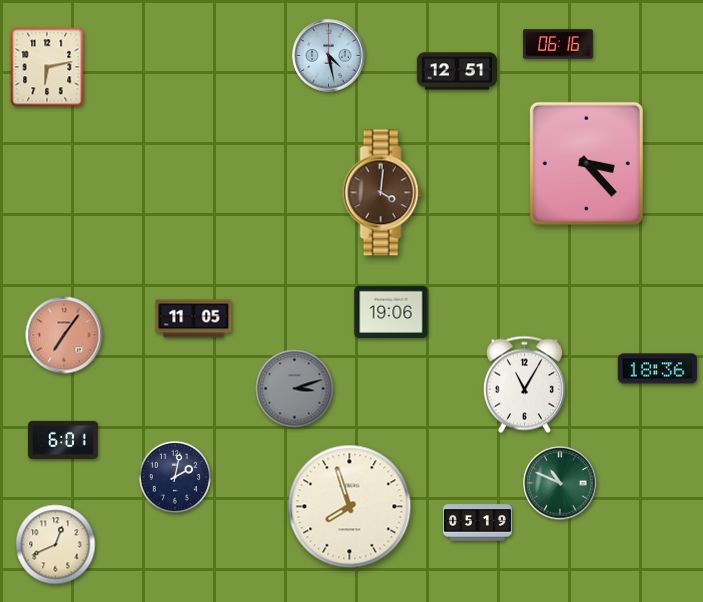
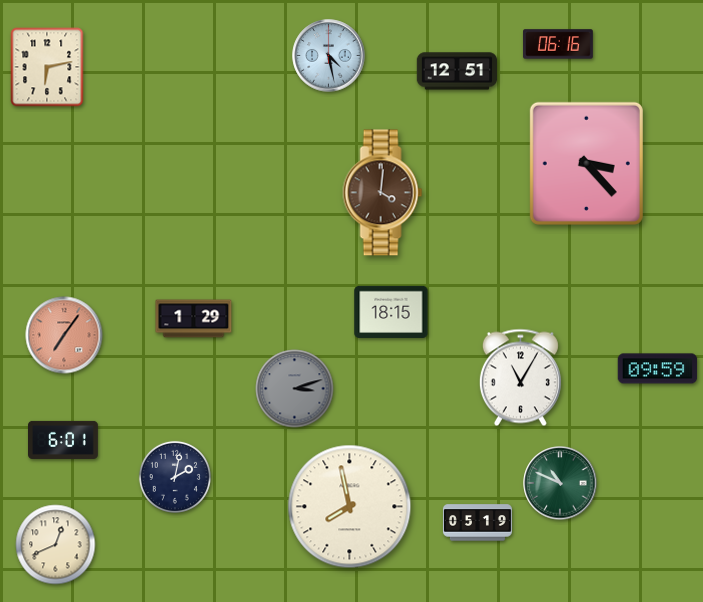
clock at (391, 312): 19:06 -> 18:15
clock at (194, 319): 11:05 -> 1:29
clock at (658, 369): 18:36 -> 09:59
clock at (524, 385) position: (524, 385) -> (520, 378)
clock at (350, 507): 7:57 -> 7:58
